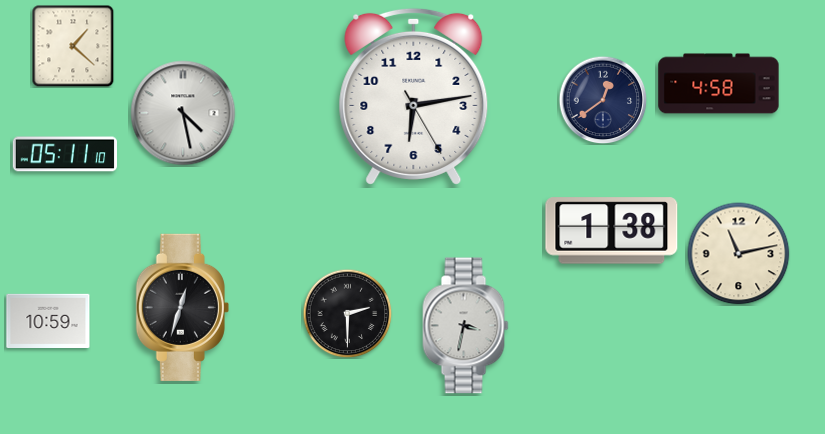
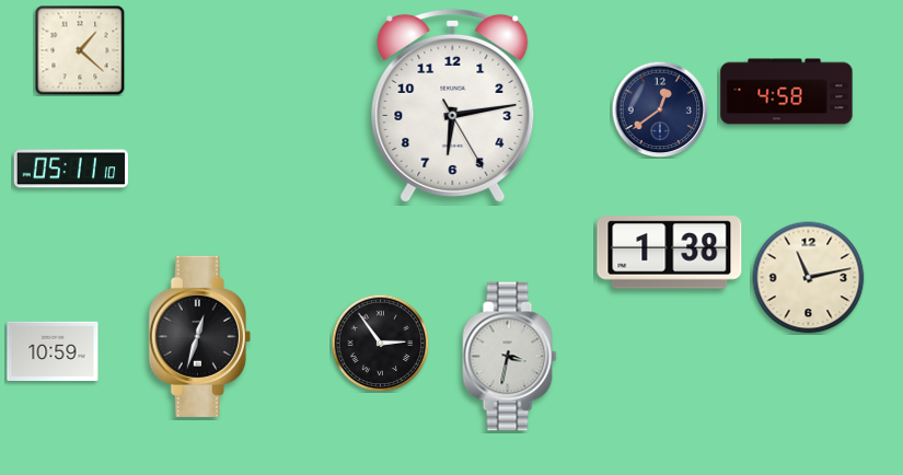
clock at (183, 113): 4:28 -> none
clock at (347, 313): 2:30 -> 2:54
